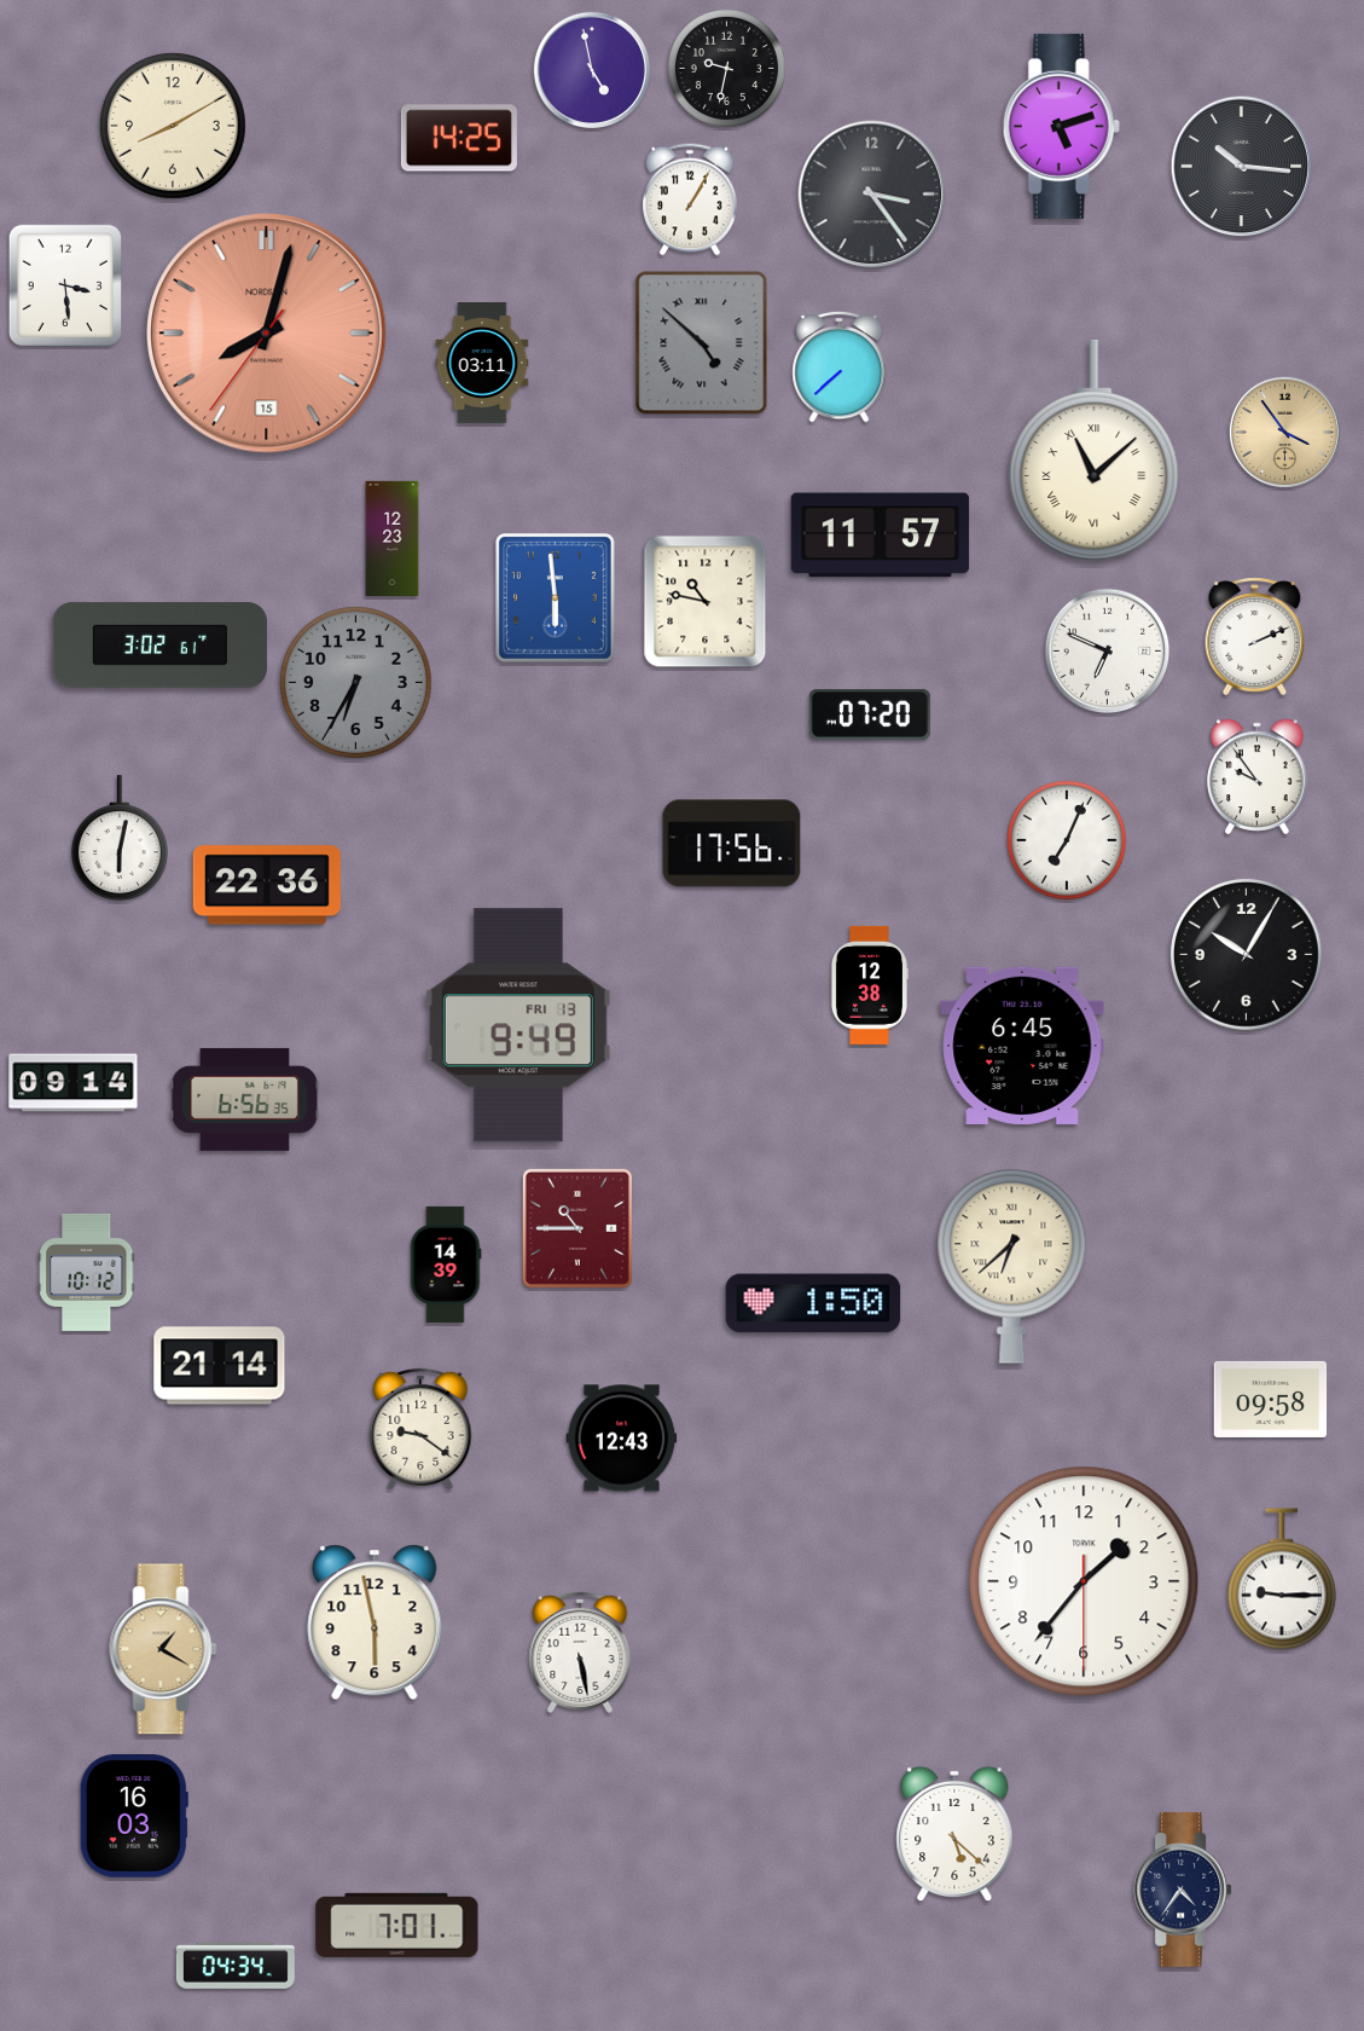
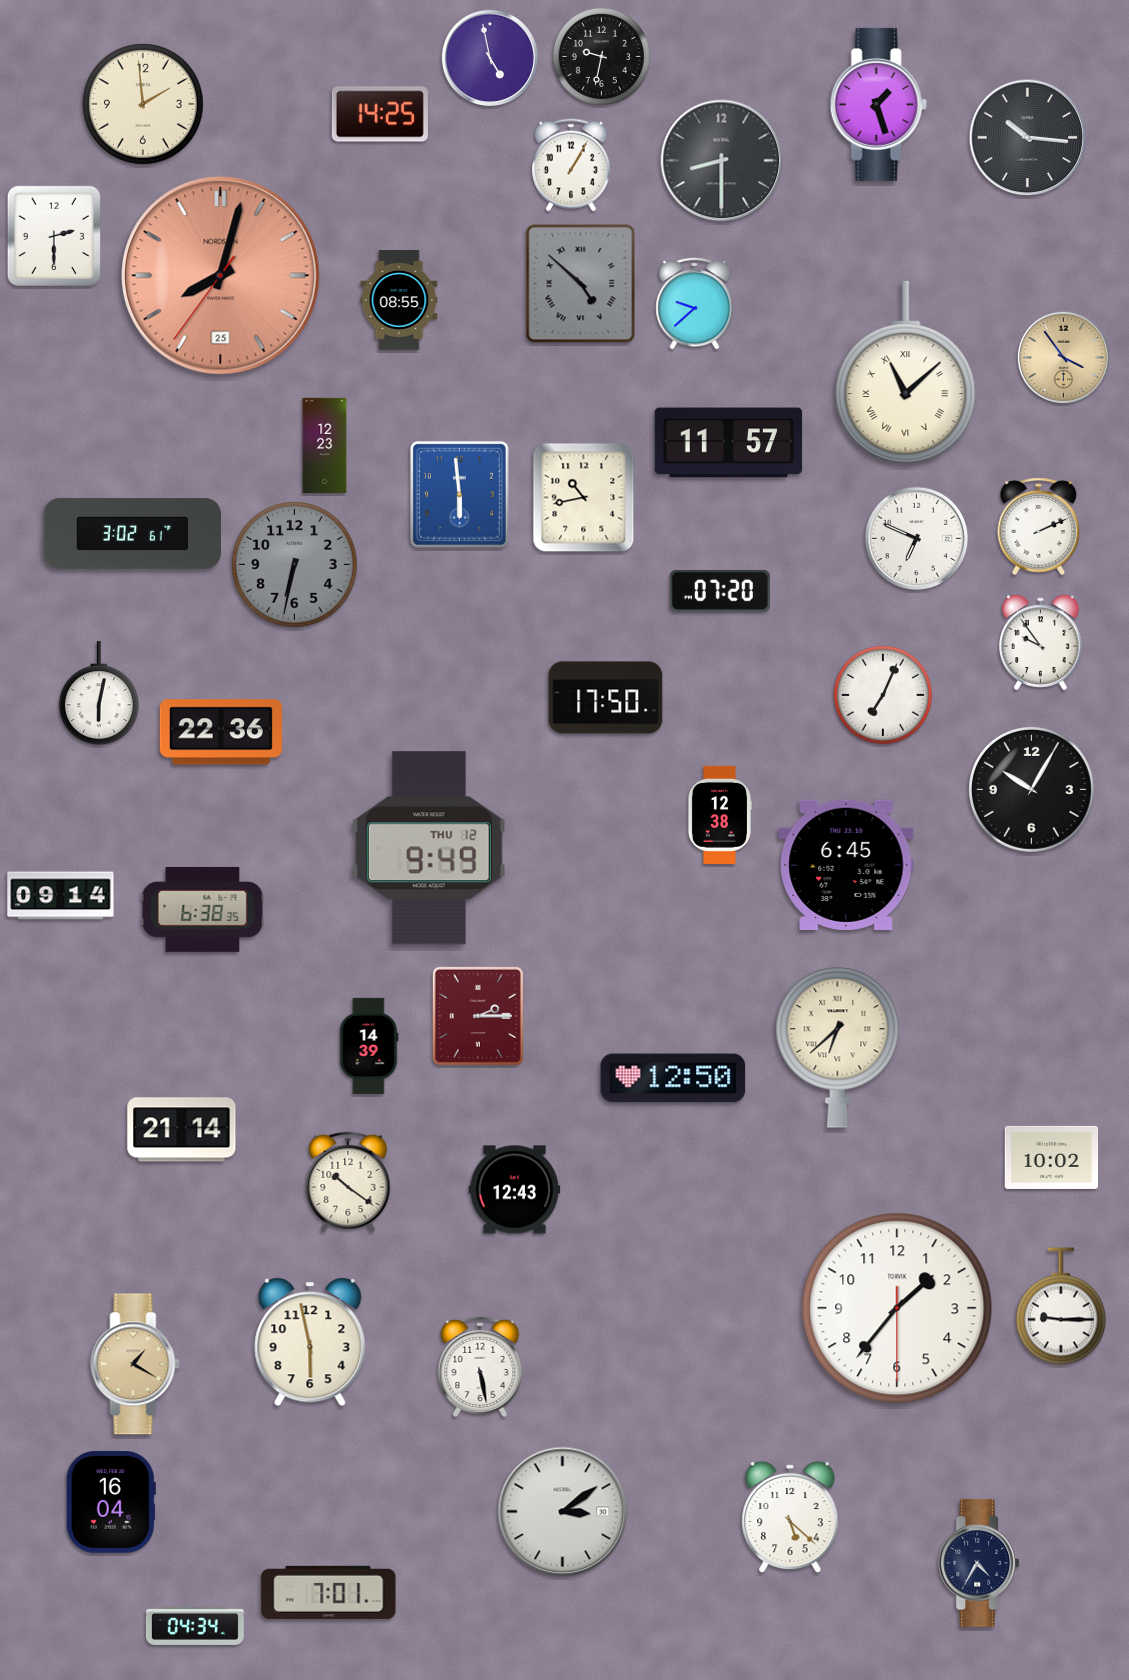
clock at (173, 126): 8:10 -> 1:59
clock at (1061, 126): 5:12 -> 1:27
clock at (872, 195): 3:24 -> 8:30
clock at (65, 285): 3:29 -> 2:30
clock at (267, 334) date: 15 -> 25
clock at (482, 364): 03:11 -> 08:55
clock at (840, 366): 7:38 -> 9:38
clock at (706, 602): 10:47 -> 10:43
clock at (356, 683): 6:35 -> 6:32
clock at (732, 844): 17:56 -> 17:50
clock at (518, 1025) date: FRI 13 -> THU 12
clock at (245, 1099): 6:56 -> 6:38
clock at (577, 1228): 10:45 -> 2:15
clock at (87, 1272): 10:12 -> none
clock at (813, 1303): 1:50 -> 12:50
clock at (1271, 1399): 09:58 -> 10:02
clock at (420, 1429): 9:21 -> 10:21
clock at (134, 1816): 16:03 -> 16:04
clock at (563, 1512): none -> 3:09
clock at (1183, 1890): 4:36 -> 4:35
